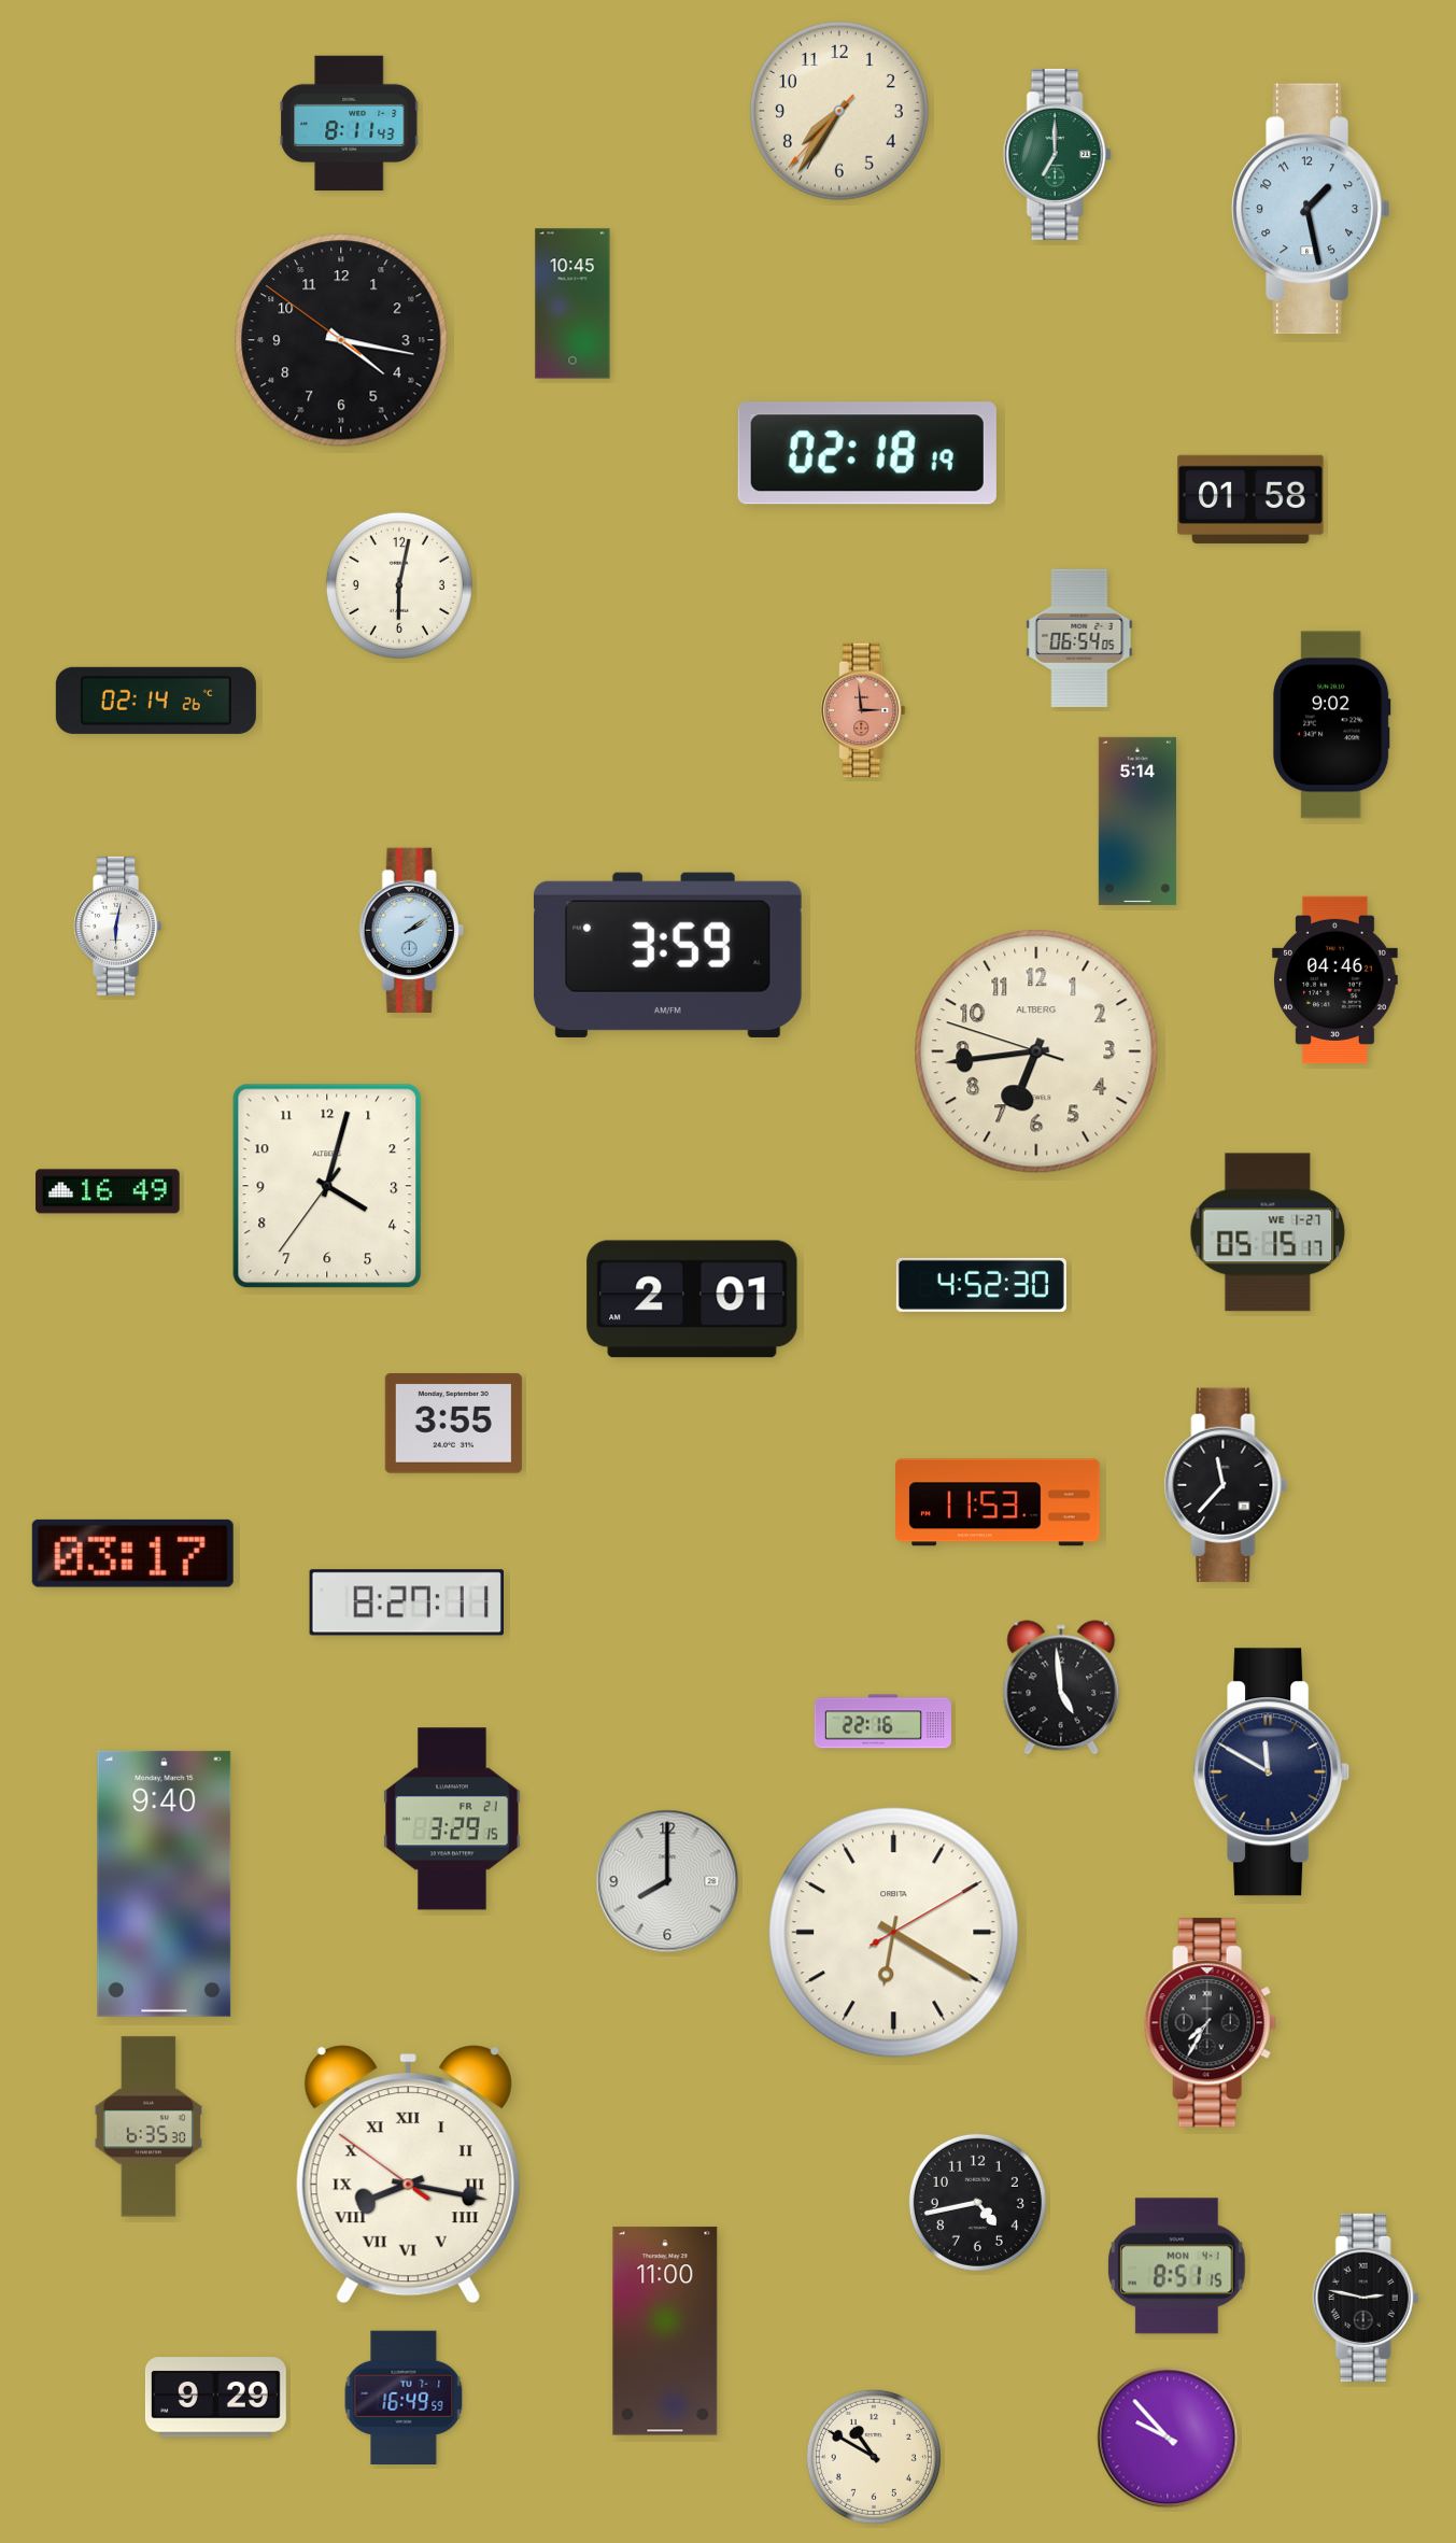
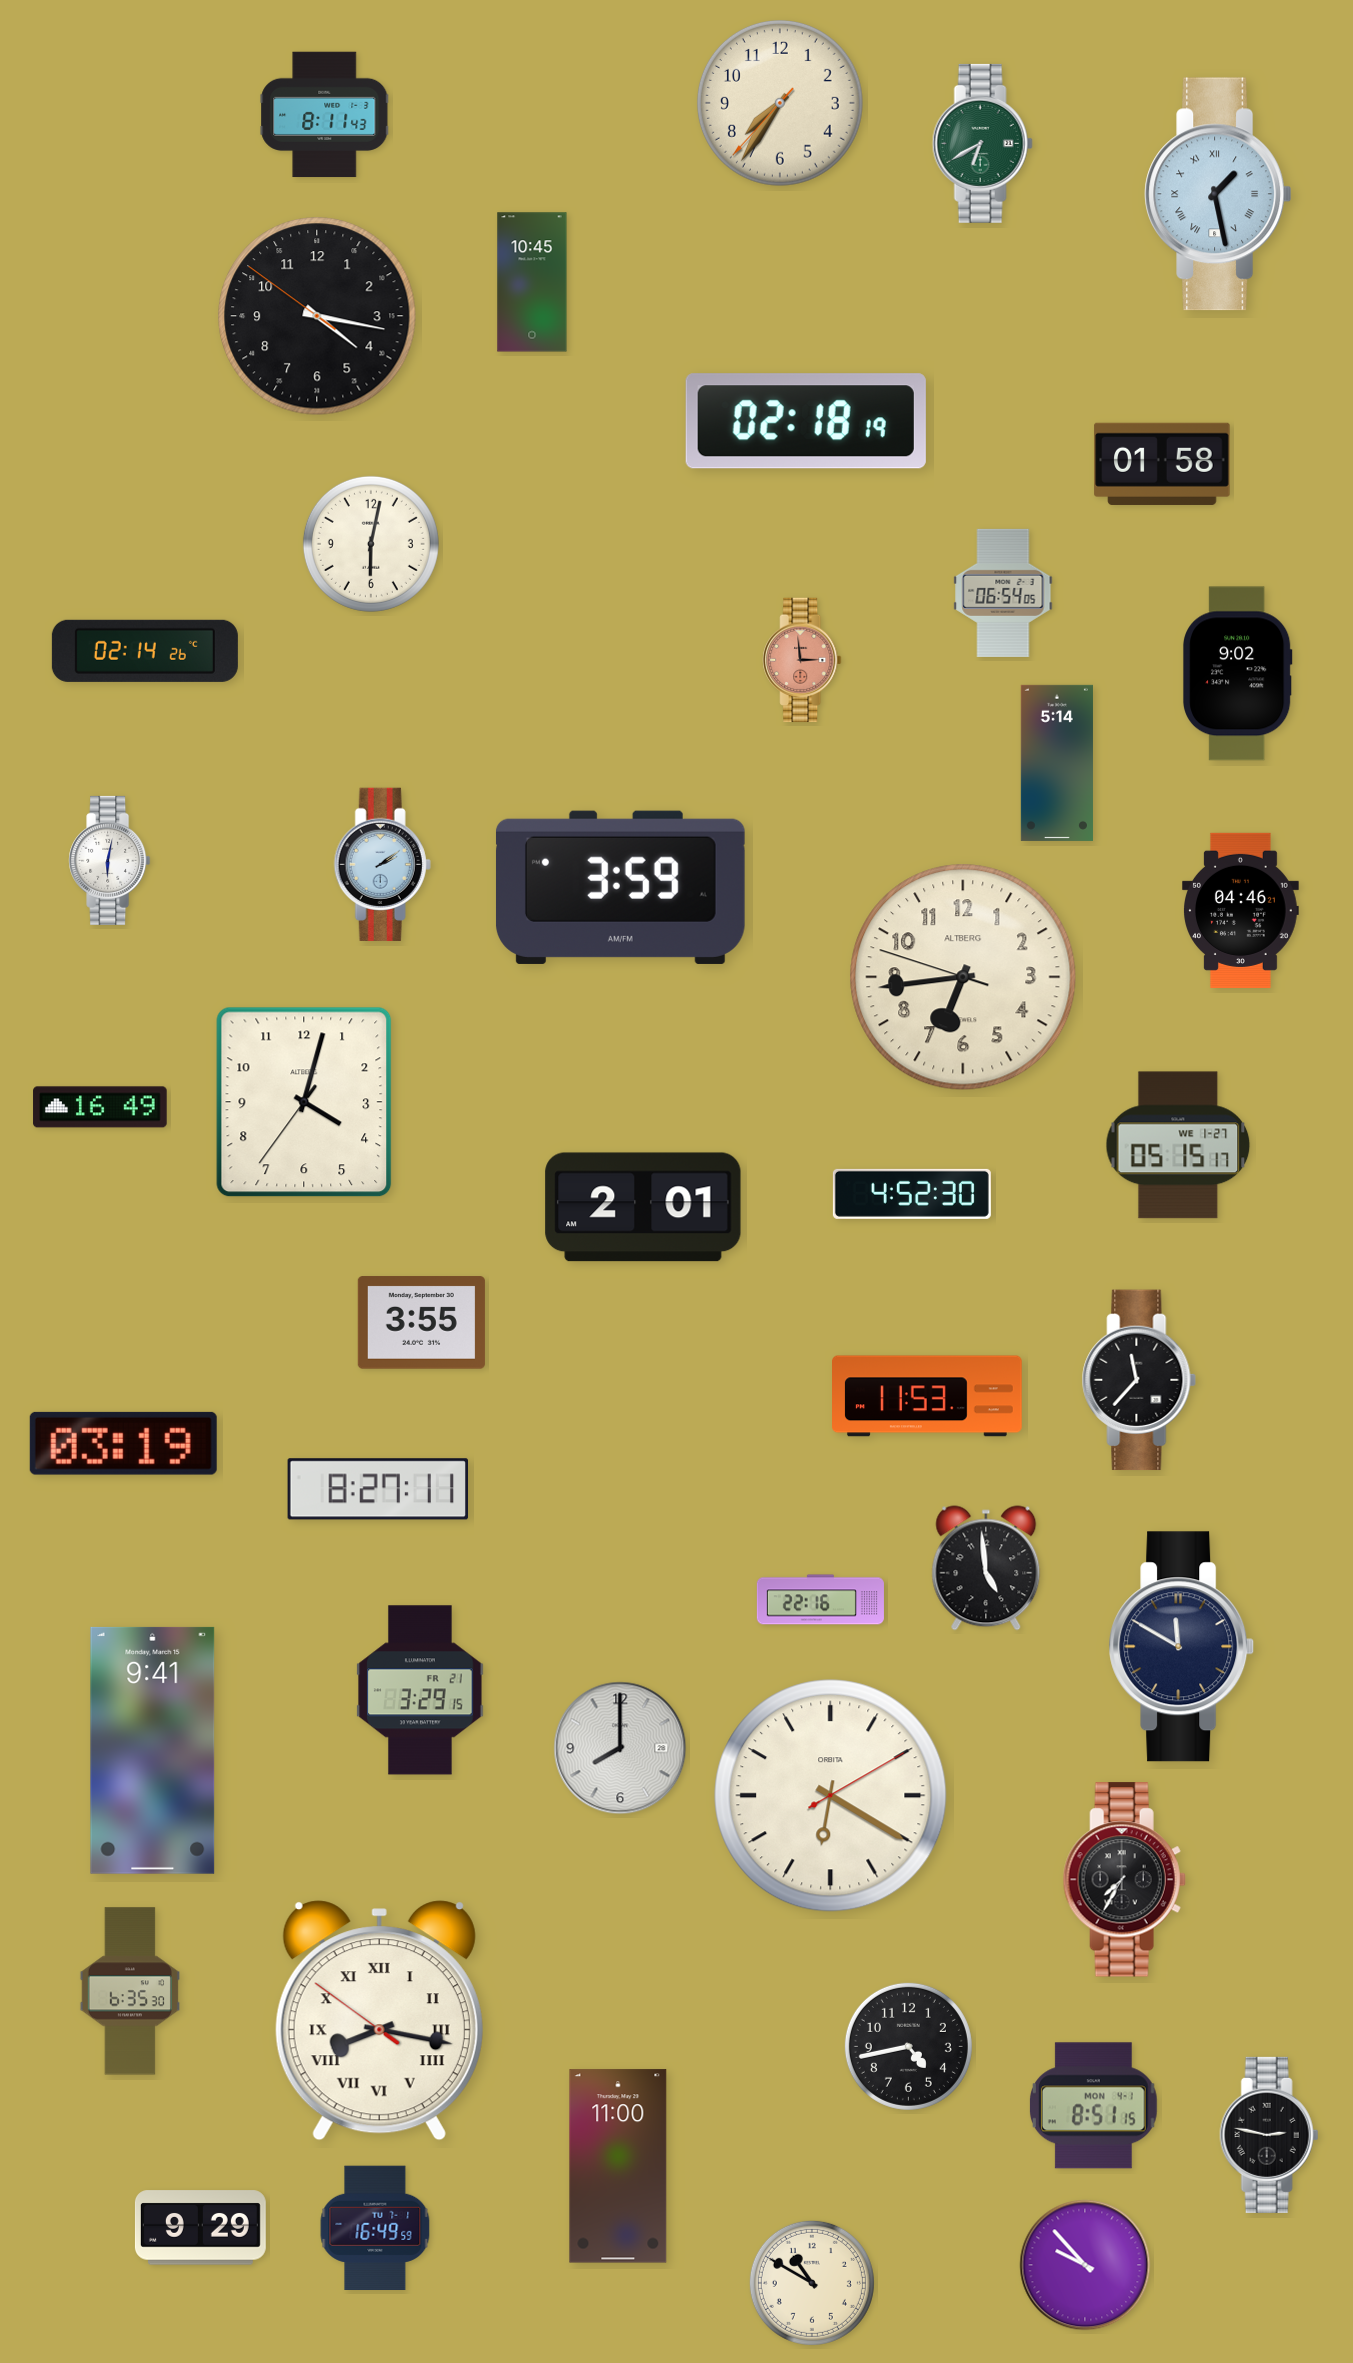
clock at (1057, 154): 7:00 -> 6:40
clock at (1310, 209) numerals: Arabic -> Roman
clock at (132, 1553): 03:17 -> 03:19
clock at (165, 1883): 9:40 -> 9:41
clock at (149, 2127) position: (149, 2127) -> (130, 1991)
